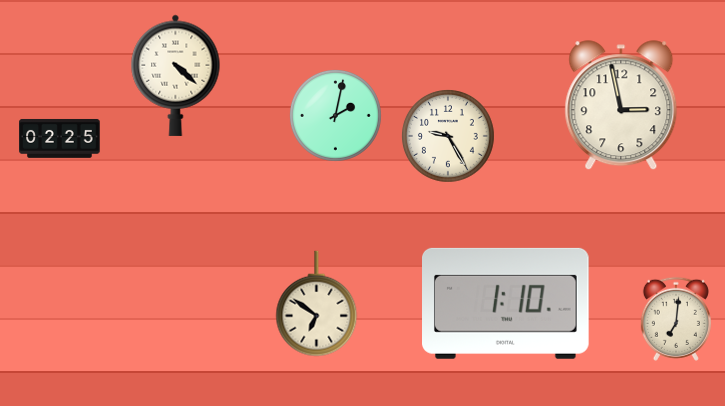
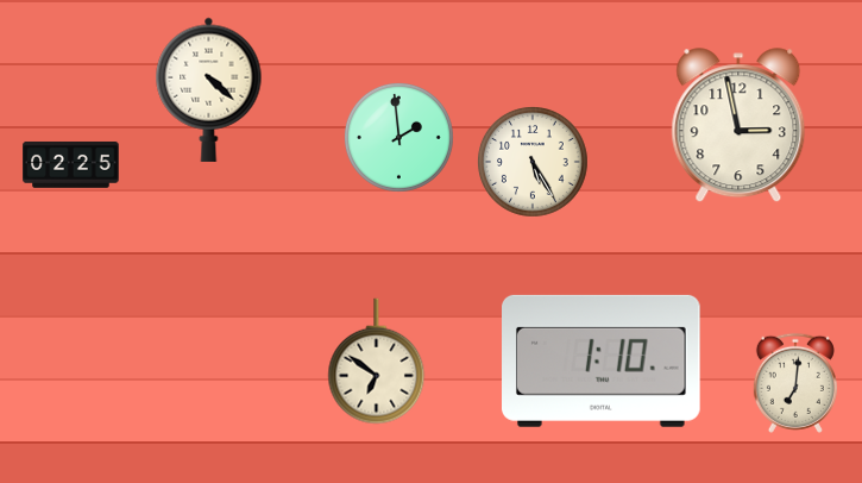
clock at (335, 115): 2:02 -> 1:59
clock at (449, 137): 9:25 -> 5:25
clock at (676, 319) position: (676, 319) -> (795, 383)
